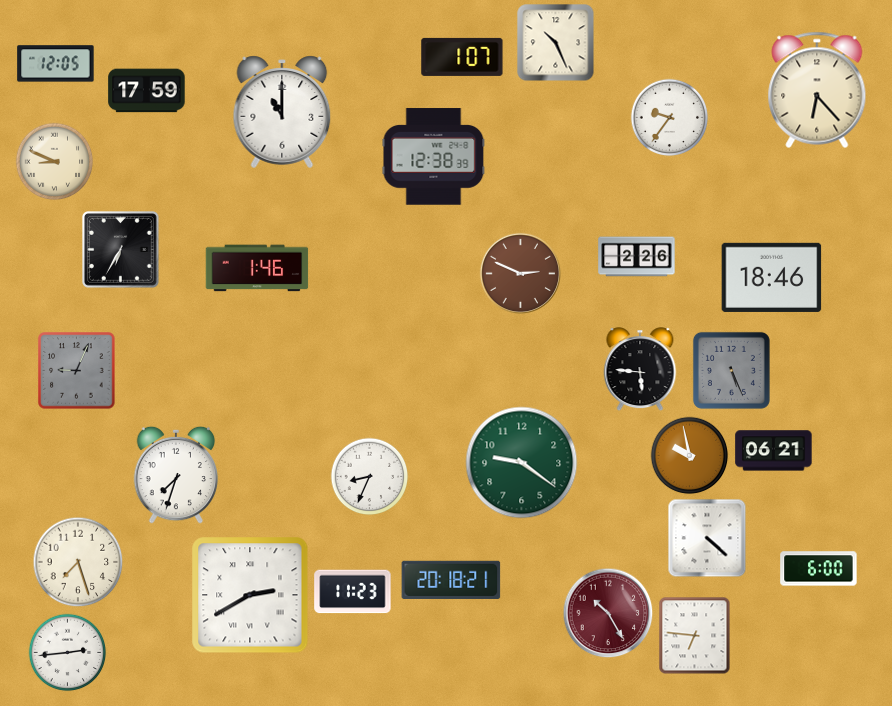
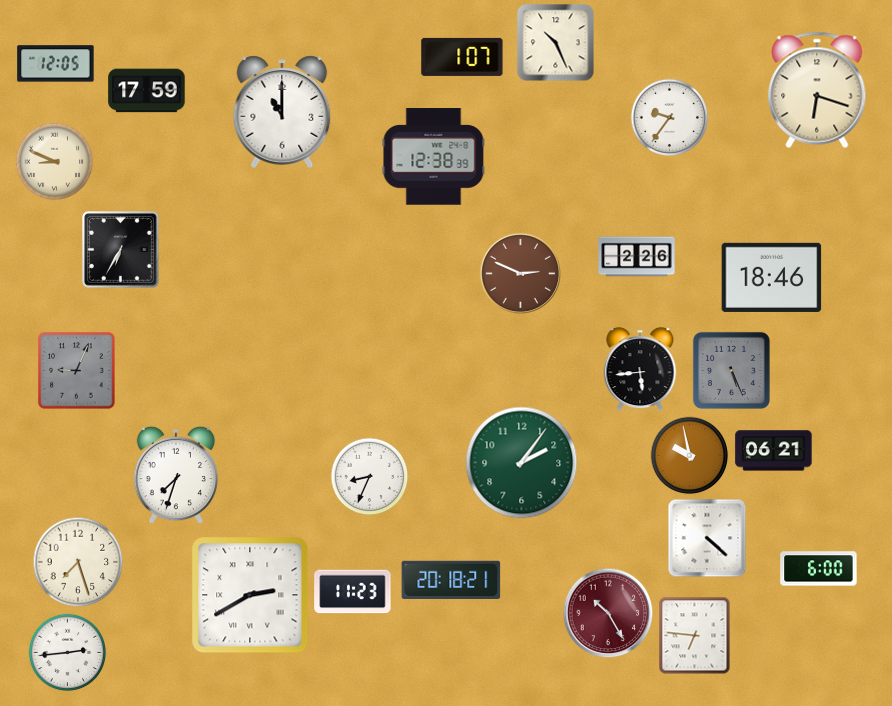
clock at (817, 90): 6:23 -> 6:18
clock at (257, 268): 1:46 -> none
clock at (640, 369): 5:46 -> 5:44
clock at (522, 463): 9:21 -> 2:06
